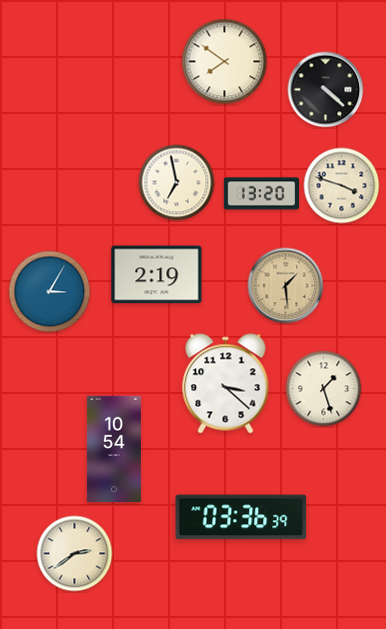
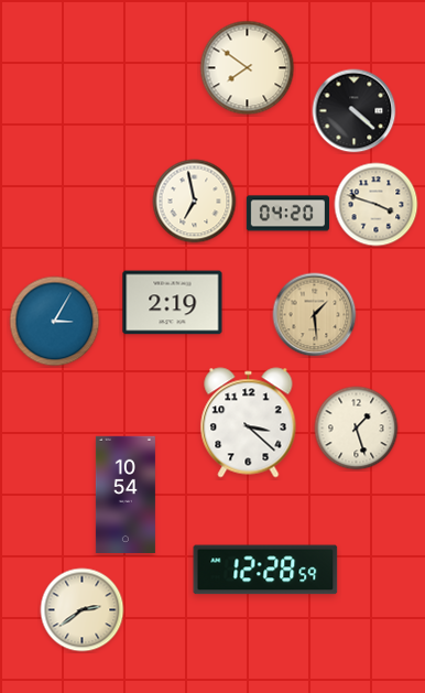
clock at (326, 90) position: (326, 90) -> (355, 111)
clock at (261, 194): 13:20 -> 04:20
clock at (241, 517): 03:36 -> 12:28
